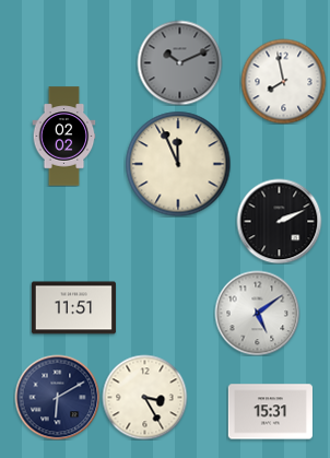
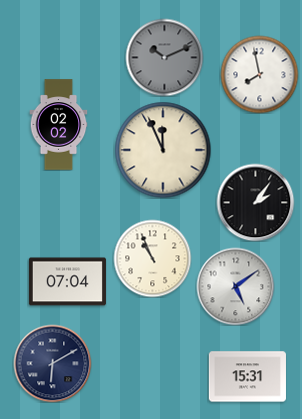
clock at (279, 221): 2:11 -> 2:06
clock at (152, 258): none -> 10:56
clock at (73, 308): 11:51 -> 07:04
clock at (144, 397): 3:25 -> none
